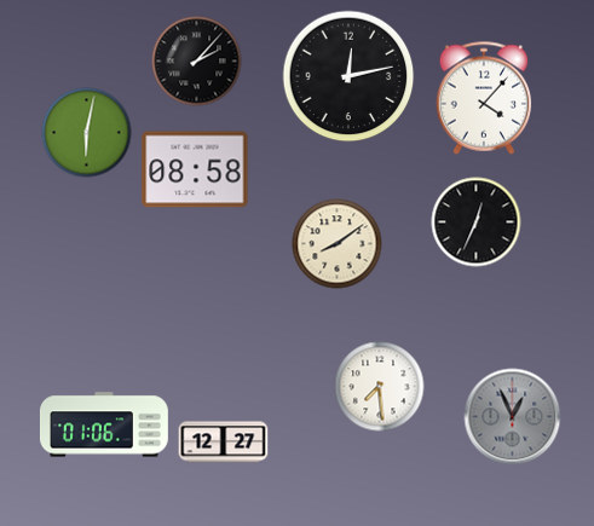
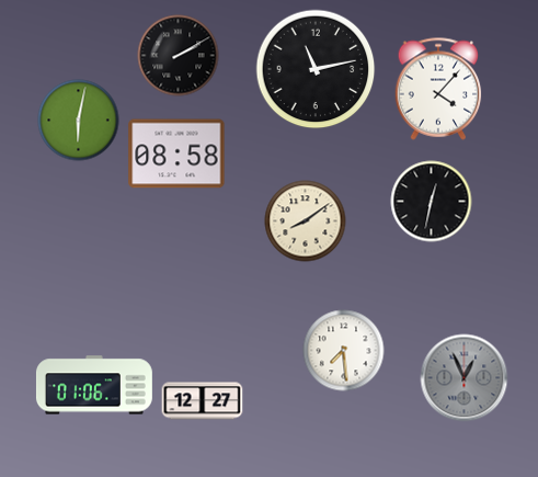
clock at (197, 62): 2:07 -> 2:10
clock at (348, 76): 12:13 -> 11:13
clock at (477, 222): 12:34 -> 12:32
